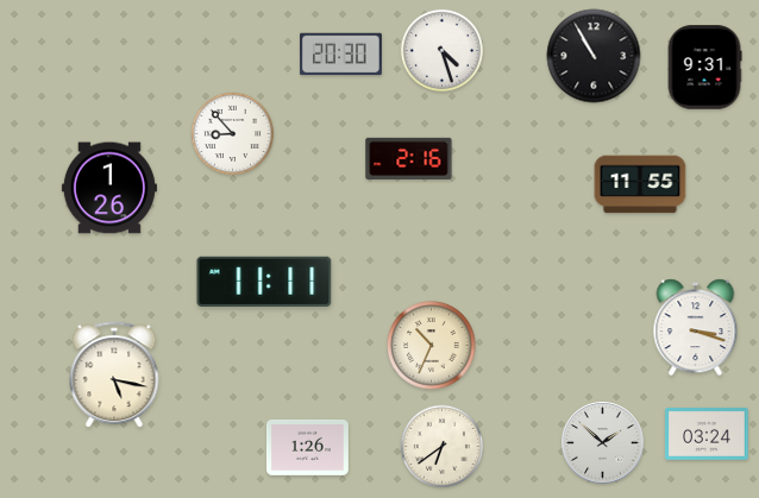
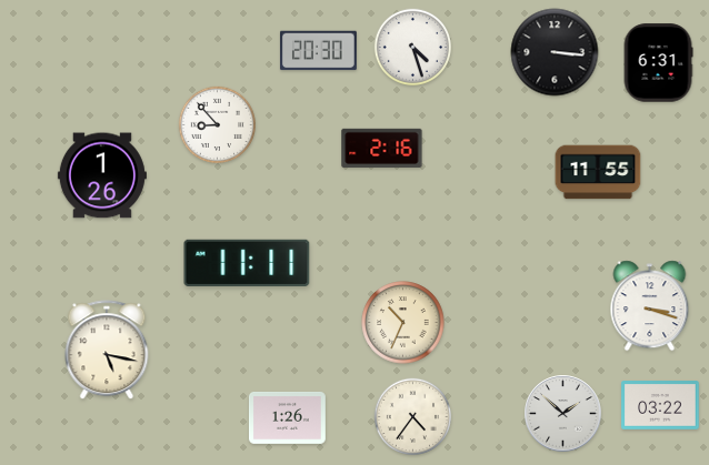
clock at (594, 56): 10:55 -> 3:16
clock at (704, 68): 9:31 -> 6:31
clock at (707, 434): 03:24 -> 03:22
clock at (441, 446): 6:39 -> 4:36
